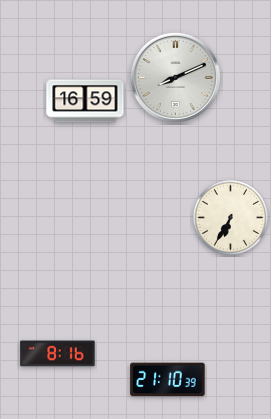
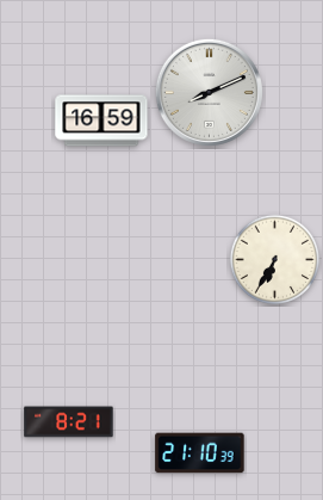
clock at (58, 354): 8:16 -> 8:21
